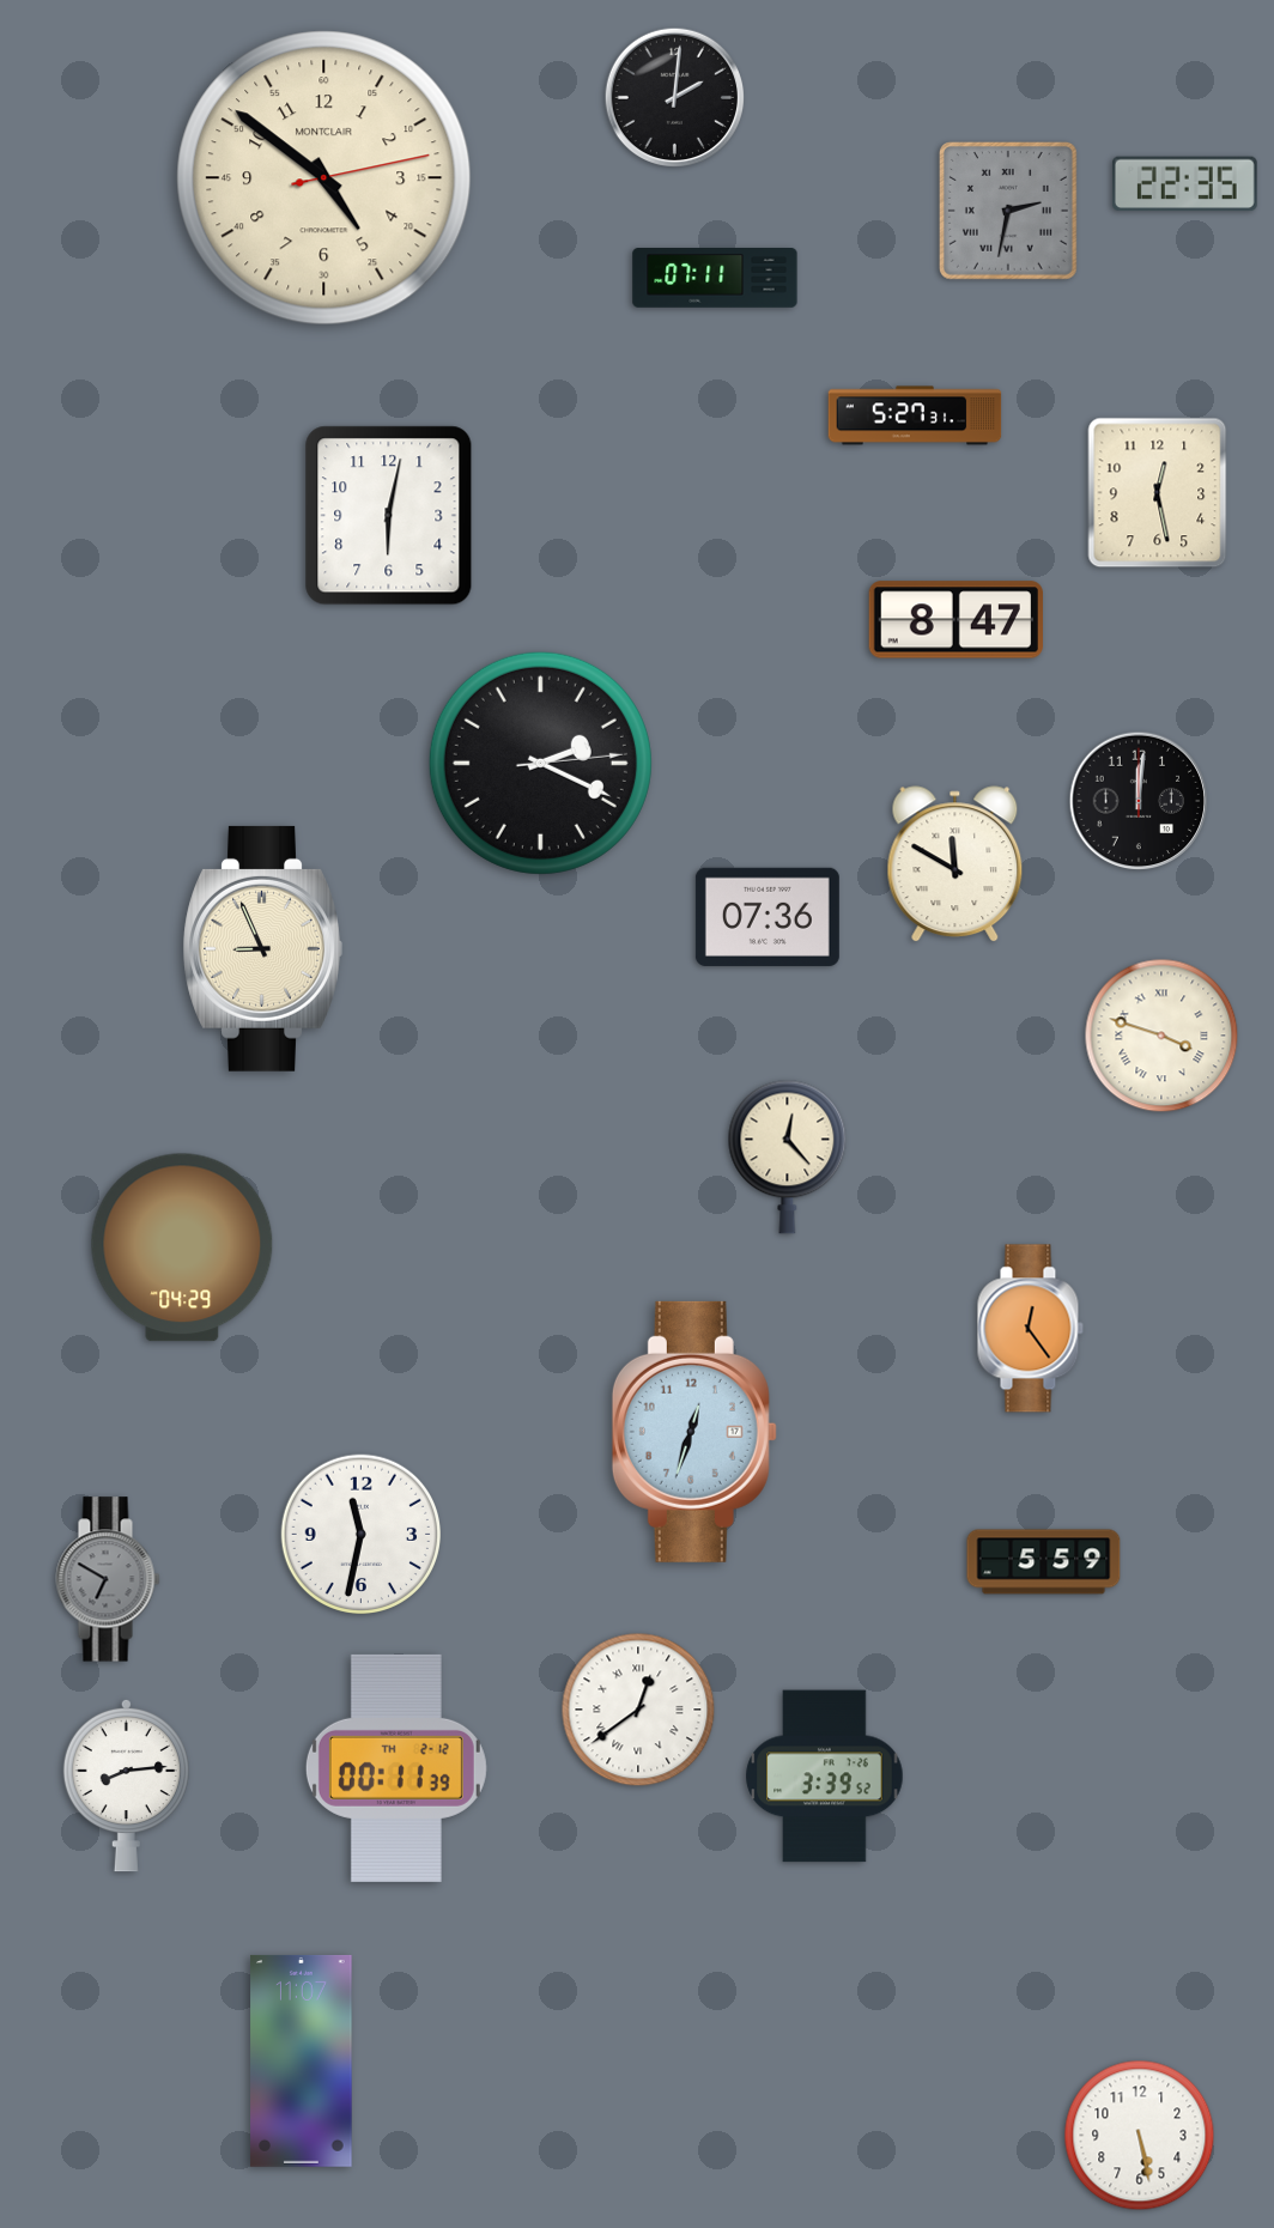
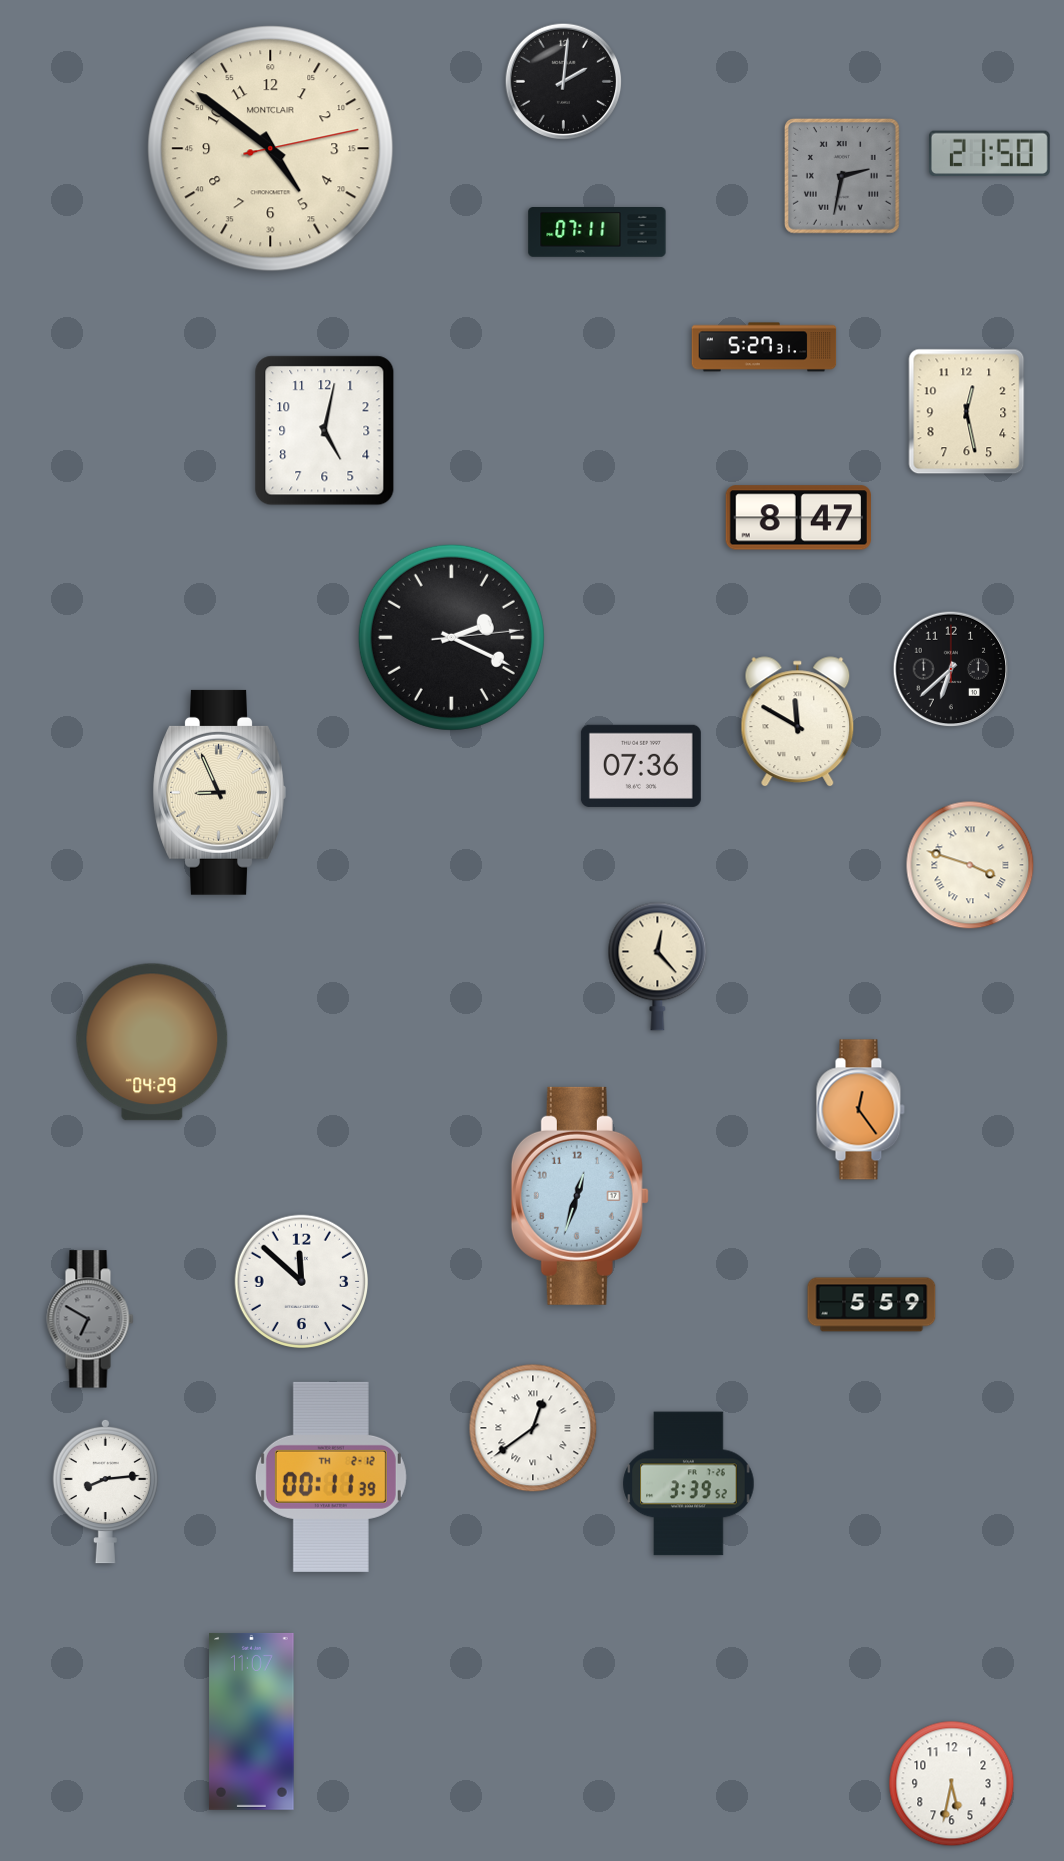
clock at (1184, 184): 22:35 -> 21:50
clock at (389, 516): 6:02 -> 5:02
clock at (1139, 801): 12:01 -> 6:38
clock at (360, 1534): 11:32 -> 11:52
clock at (1140, 2136): 5:28 -> 5:32
